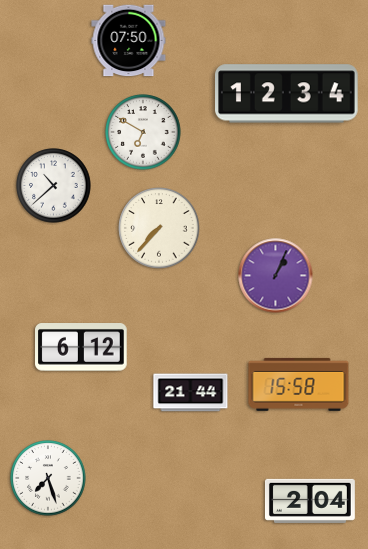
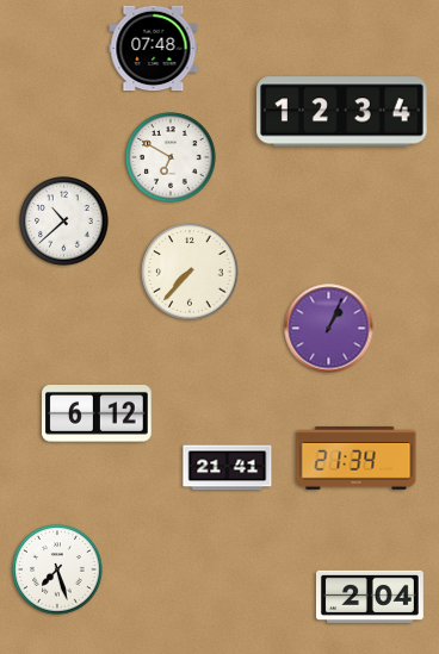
clock at (129, 41): 07:50 -> 07:48
clock at (299, 384): 15:58 -> 21:34
clock at (191, 393): 21:44 -> 21:41
